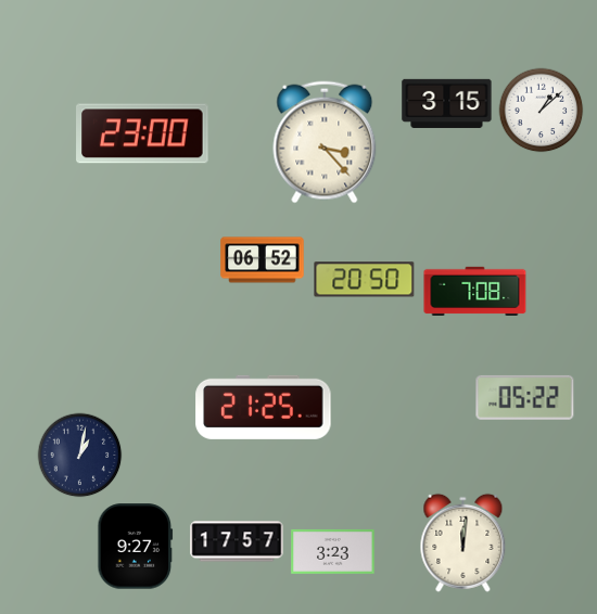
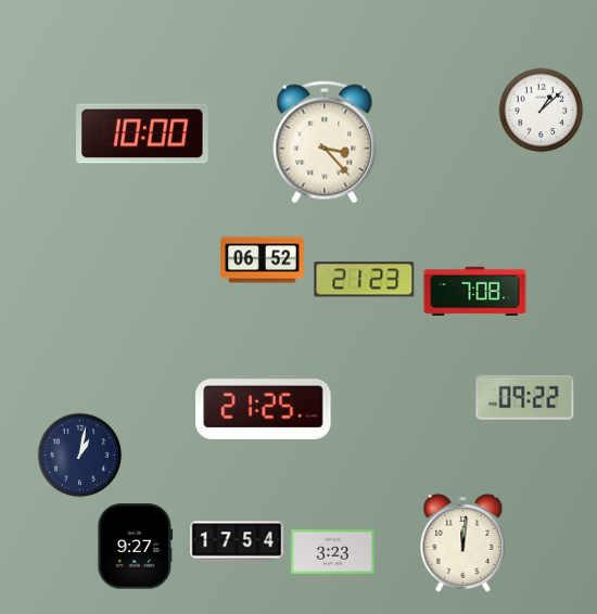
clock at (447, 103): 3:15 -> none
clock at (142, 133): 23:00 -> 10:00
clock at (365, 280): 20:50 -> 21:23
clock at (525, 397): 05:22 -> 09:22
clock at (237, 541): 17:57 -> 17:54
